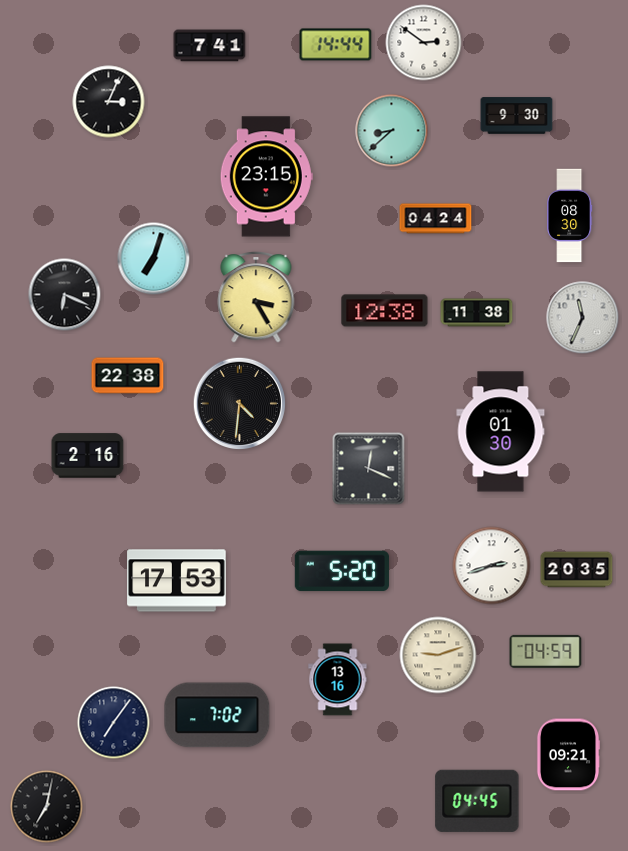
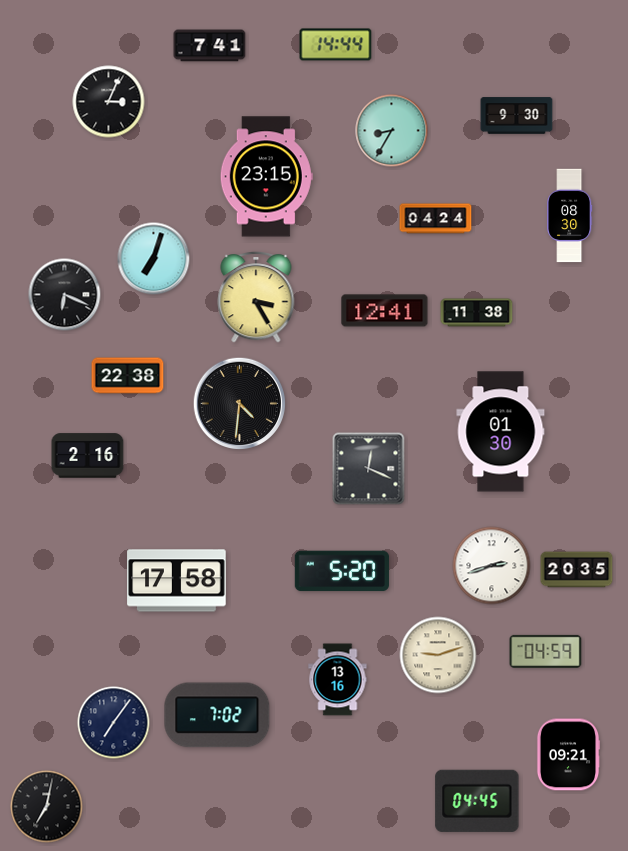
clock at (424, 43): 2:51 -> none
clock at (392, 131): 8:38 -> 8:35
clock at (385, 311): 12:38 -> 12:41
clock at (583, 318): 11:34 -> none
clock at (177, 581): 17:53 -> 17:58
